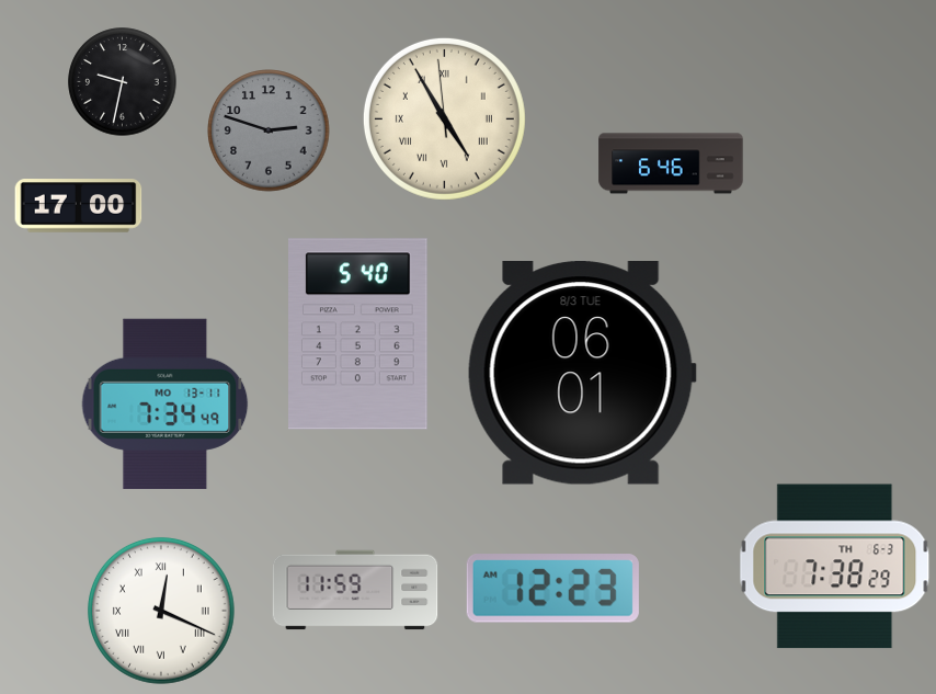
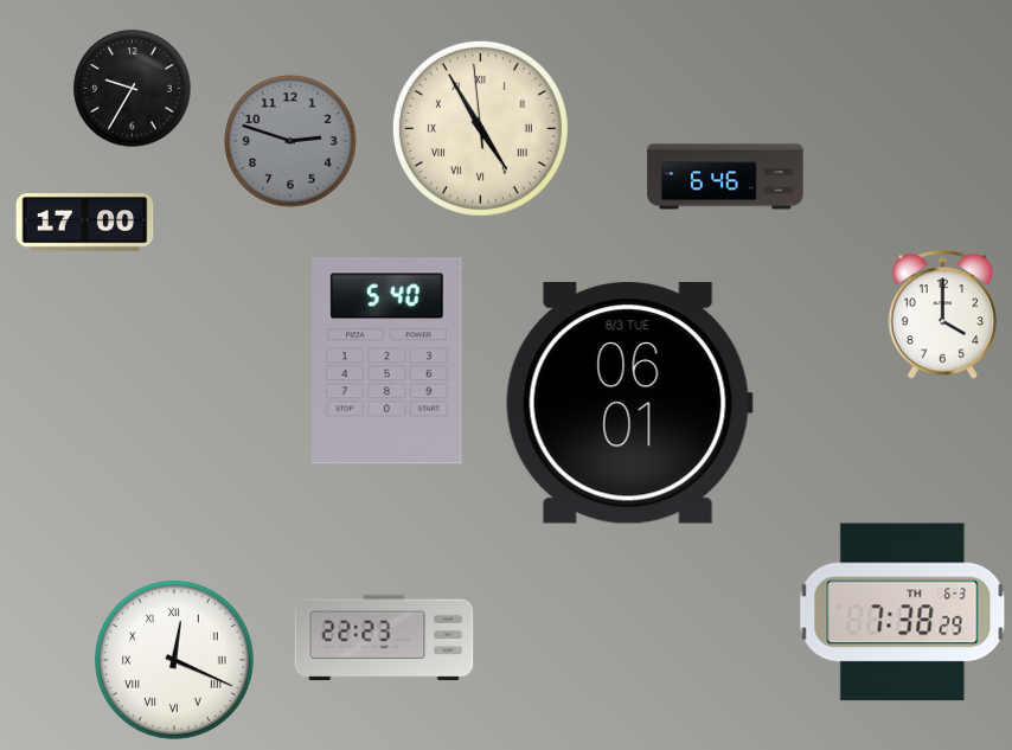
clock at (123, 82): 9:32 -> 9:35
clock at (943, 315): none -> 4:00
clock at (165, 403): 7:34 -> none
clock at (552, 589): 12:23 -> none
clock at (355, 590): 11:59 -> 22:23
